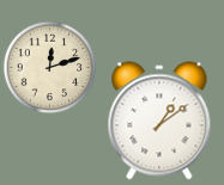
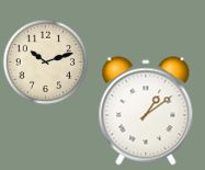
clock at (49, 67): 12:12 -> 10:12
